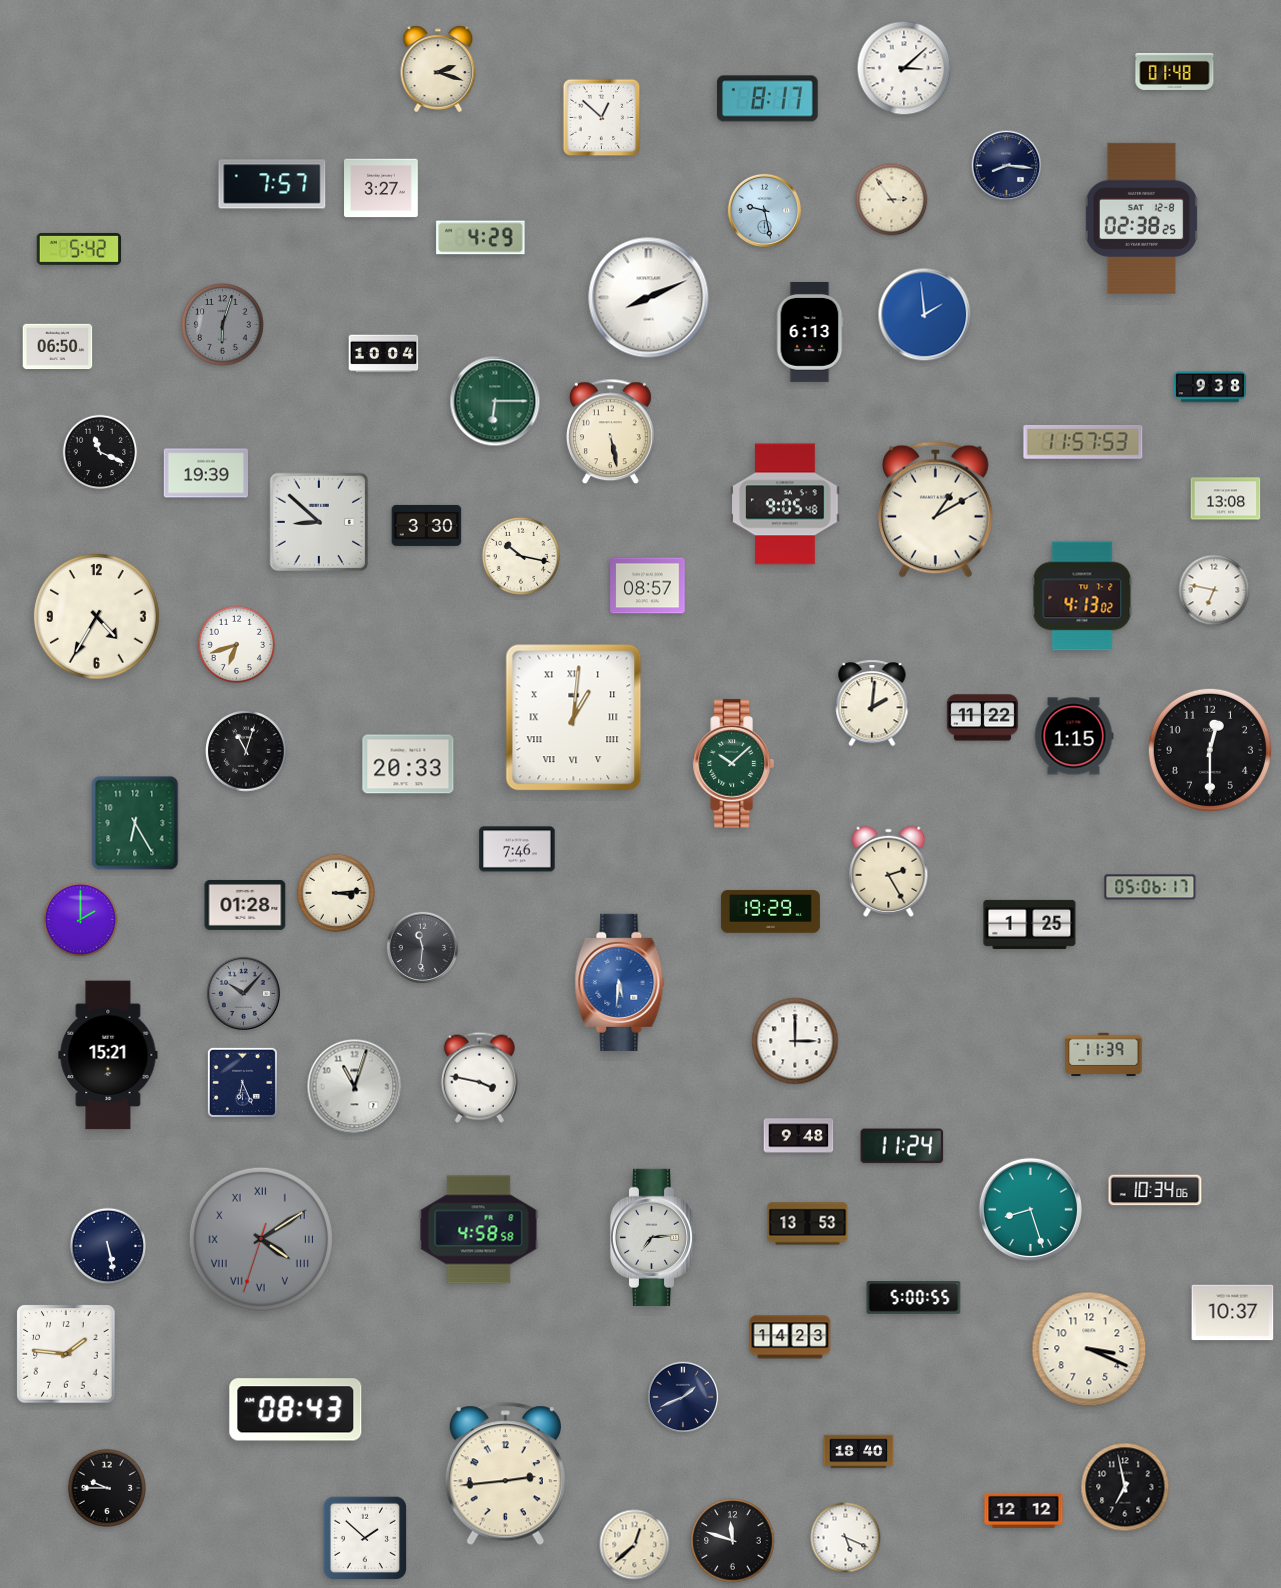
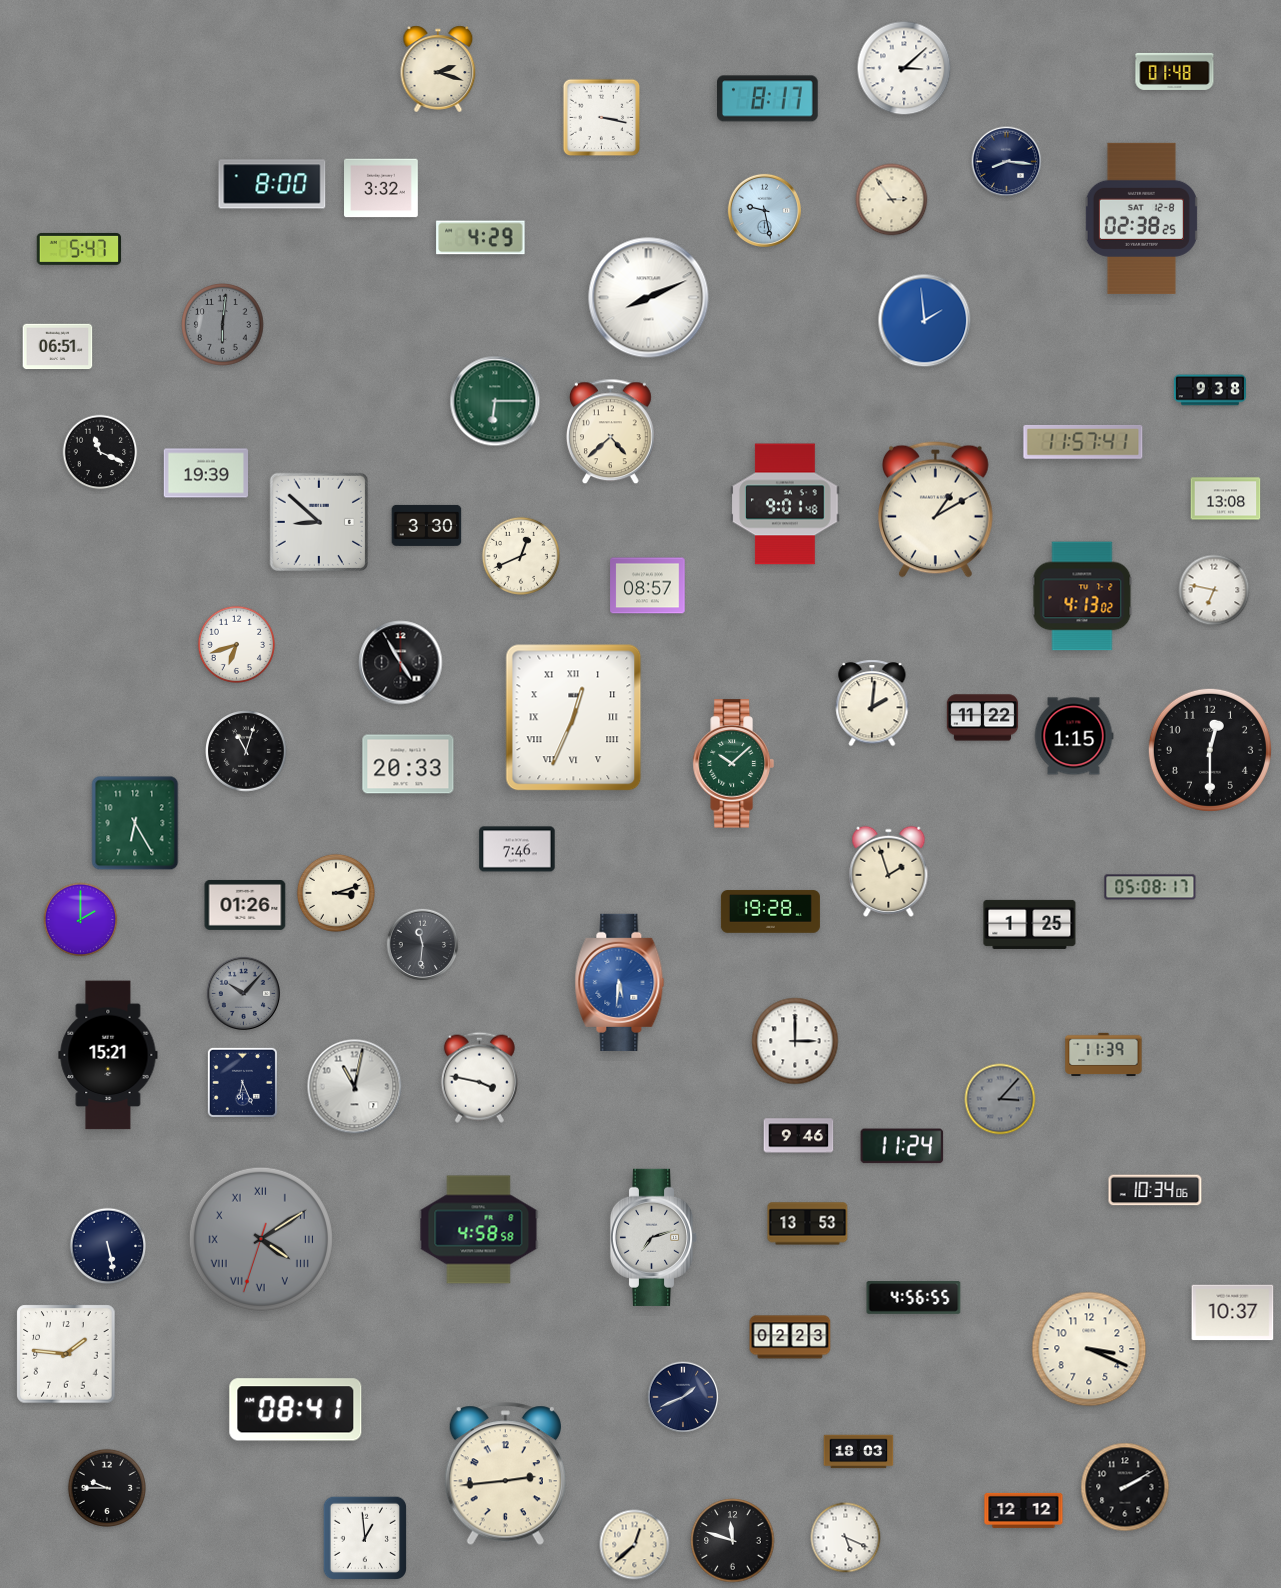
clock at (602, 118): 12:52 -> 3:17
clock at (1007, 166) position: (1007, 166) -> (1007, 162)
clock at (272, 184): 7:57 -> 8:00
clock at (382, 188): 3:27 -> 3:32
clock at (79, 249): 5:42 -> 5:47
clock at (925, 315) position: (925, 315) -> (925, 321)
clock at (223, 325): 6:03 -> 6:01
clock at (810, 332): 6:13 -> none
clock at (58, 347): 06:50 -> 06:51
clock at (384, 354): 10:04 -> none
clock at (1210, 387) position: (1210, 387) -> (1210, 390)
clock at (610, 432): 5:28 -> 4:38
clock at (1083, 442): 11:57:53 -> 11:57:41
clock at (785, 504): 9:05 -> 9:01
clock at (521, 556): 10:17 -> 12:41
clock at (96, 616): 4:35 -> none
clock at (401, 663): none -> 4:55
clock at (574, 718): 1:01 -> 12:34
clock at (889, 871): 2:25 -> 1:57
clock at (1150, 887): 05:06 -> 05:08
clock at (336, 893): 3:14 -> 3:12
clock at (245, 905): 01:28 -> 01:26
clock at (770, 912): 19:29 -> 19:28
clock at (423, 948) position: (423, 948) -> (423, 945)
clock at (355, 1087): 11:03 -> 11:02
clock at (1000, 1099): none -> 3:07
clock at (799, 1136): 9:48 -> 9:46
clock at (1030, 1209): 8:27 -> none
clock at (654, 1237): 7:14 -> 7:12
clock at (914, 1298): 5:00 -> 4:56
clock at (790, 1337): 14:23 -> 02:23
clock at (296, 1410): 08:43 -> 08:41
clock at (859, 1452): 18:40 -> 18:03
clock at (1125, 1487): 6:58 -> 2:10
clock at (364, 1537): 1:52 -> 12:59
